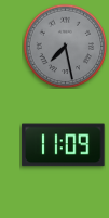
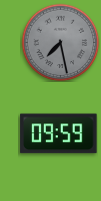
clock at (64, 145): 11:09 -> 09:59
